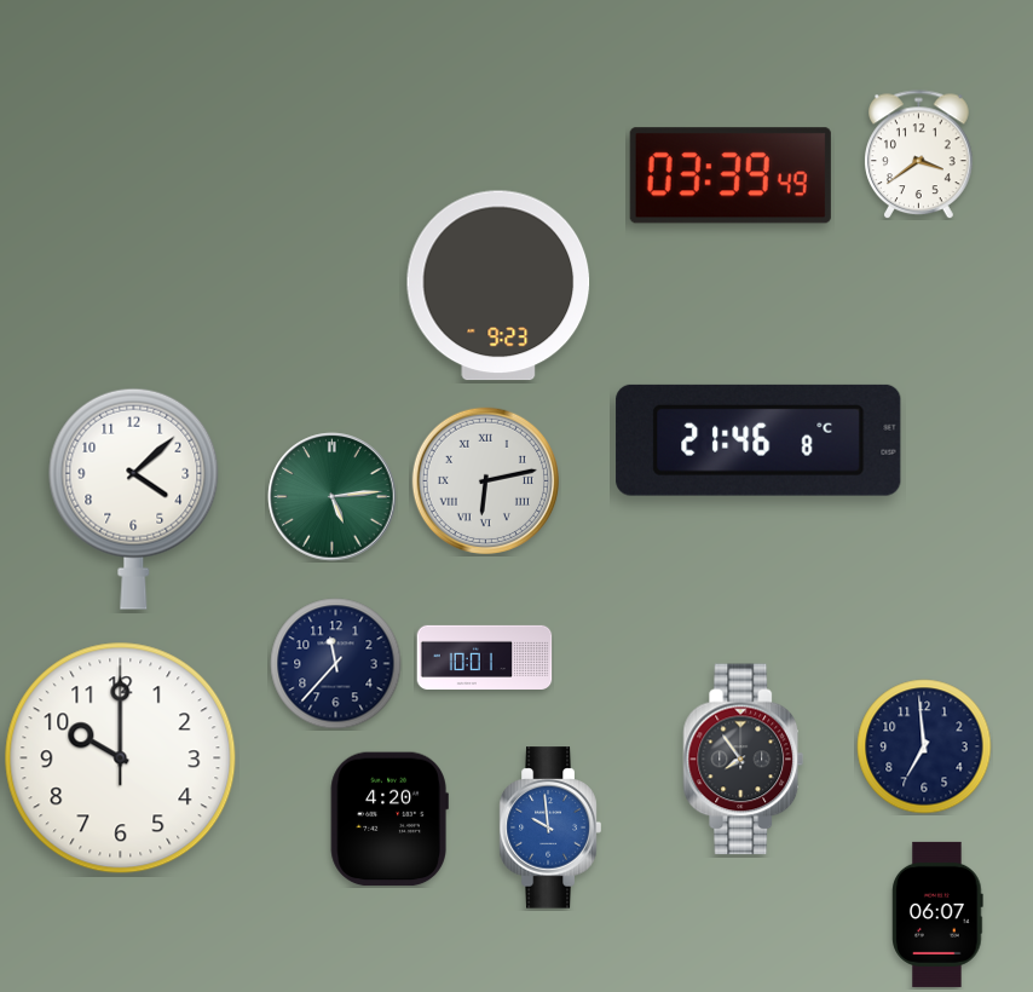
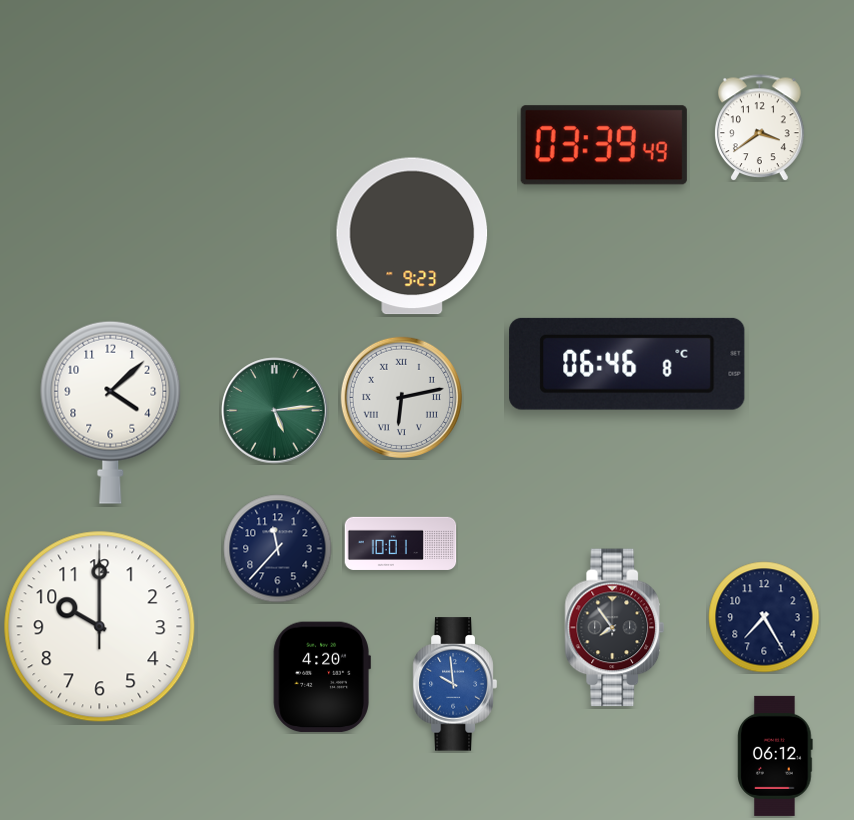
clock at (758, 440): 21:46 -> 06:46
clock at (924, 746): 6:59 -> 7:25
clock at (937, 915): 06:07 -> 06:12
